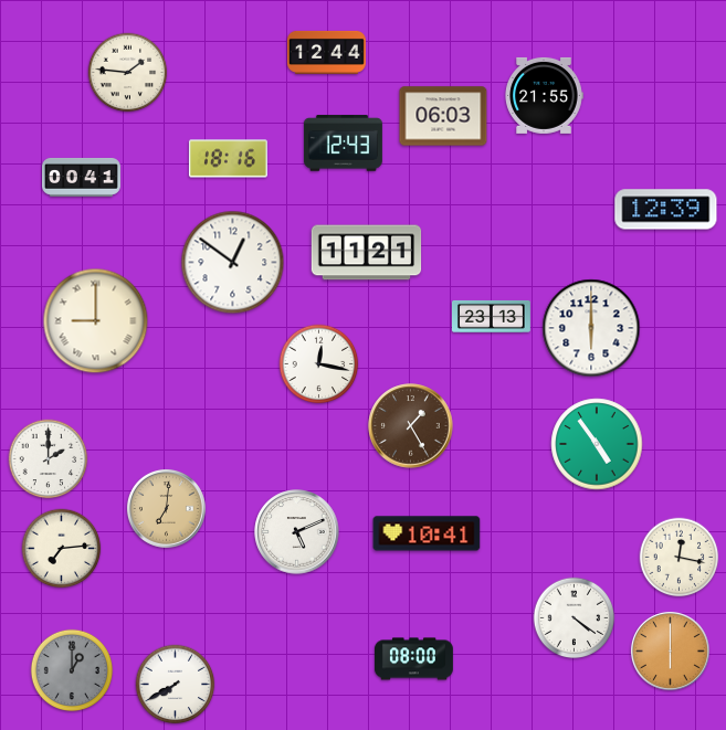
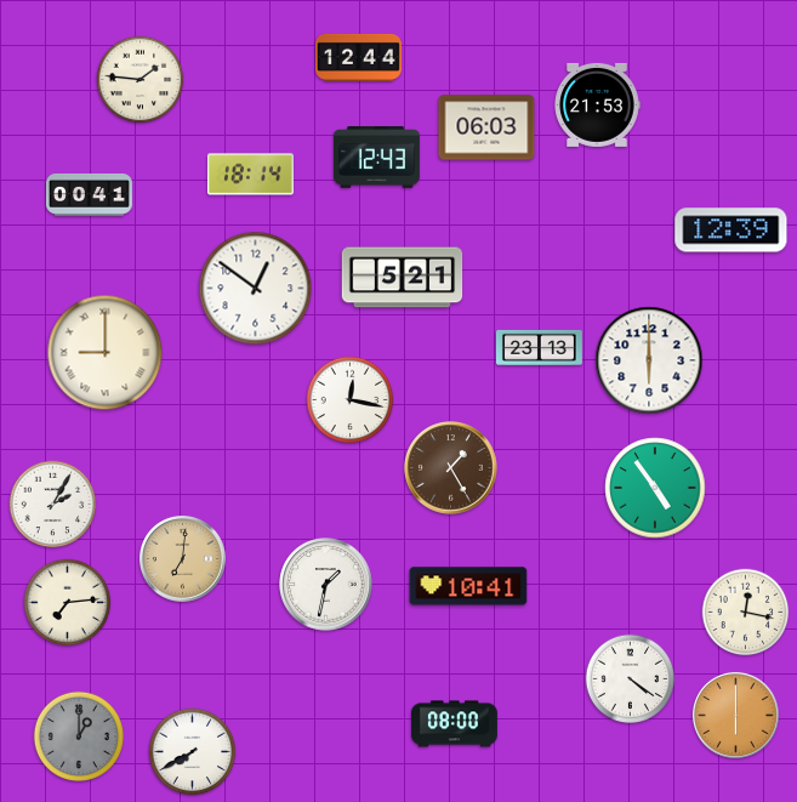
clock at (544, 95): 21:55 -> 21:53
clock at (228, 159): 18:16 -> 18:14
clock at (367, 253): 11:21 -> 5:21
clock at (49, 459): 2:00 -> 2:05
clock at (297, 532): 5:11 -> 1:32
